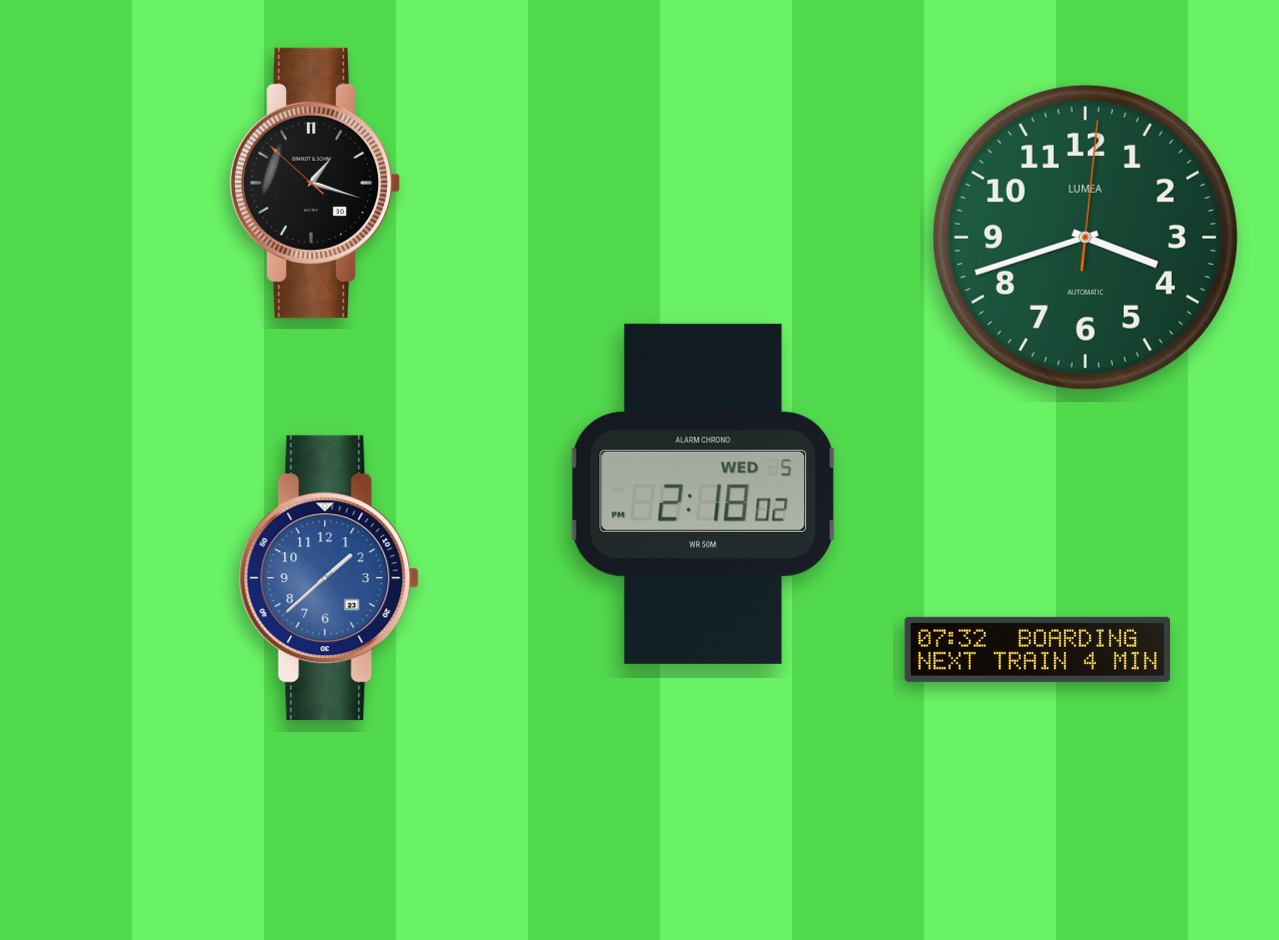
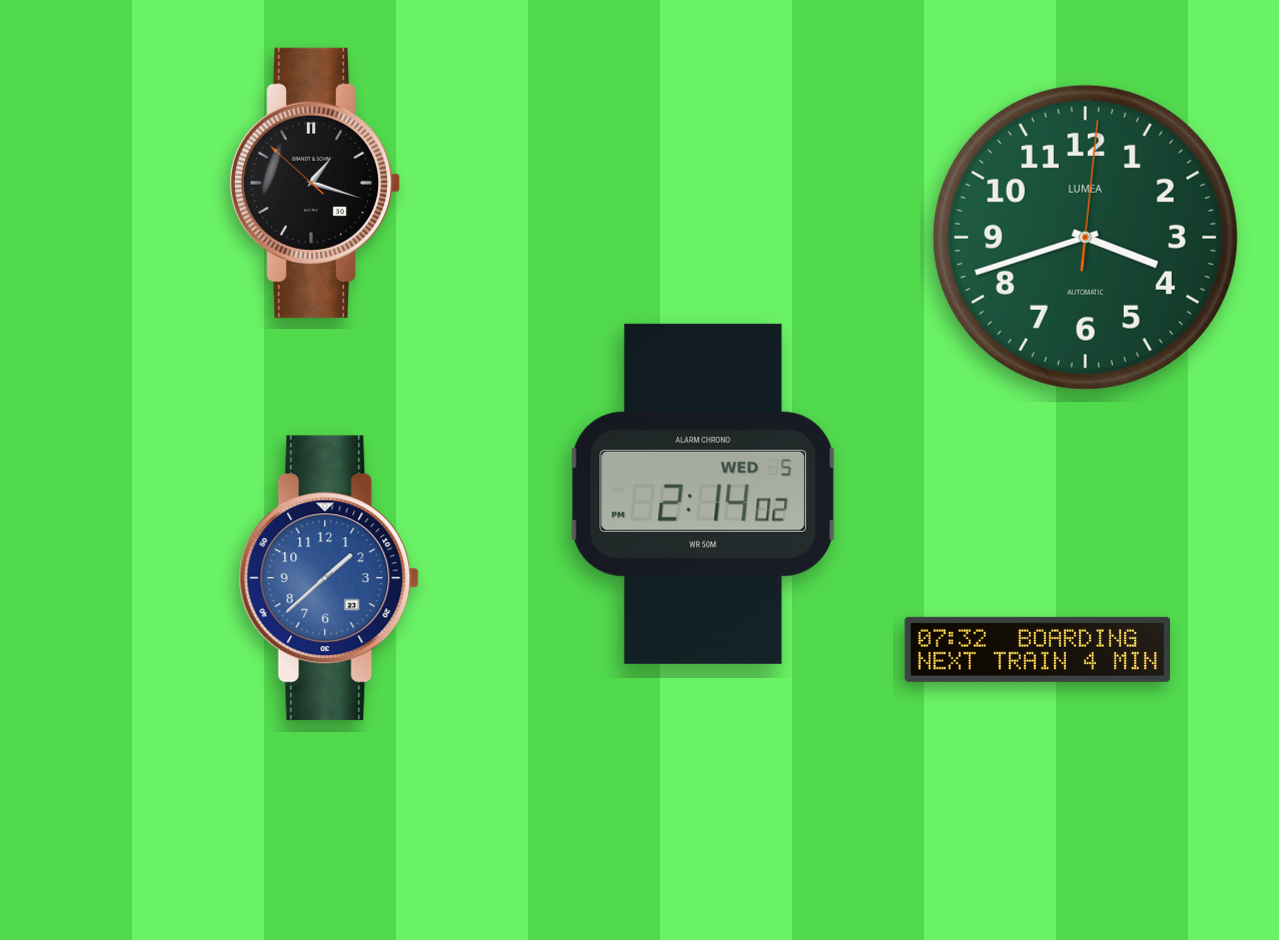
clock at (703, 494): 2:18 -> 2:14
